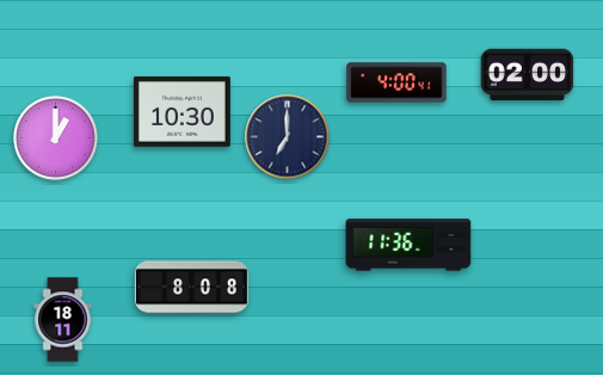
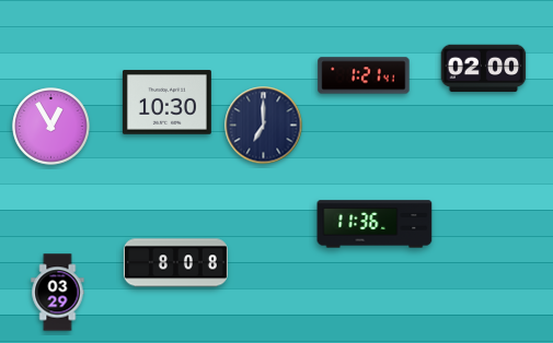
clock at (396, 82): 4:00 -> 1:21
clock at (56, 139): 1:00 -> 12:55
clock at (63, 320): 18:11 -> 03:29
